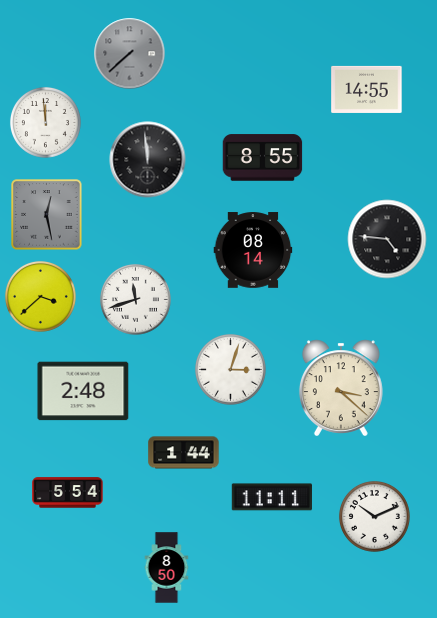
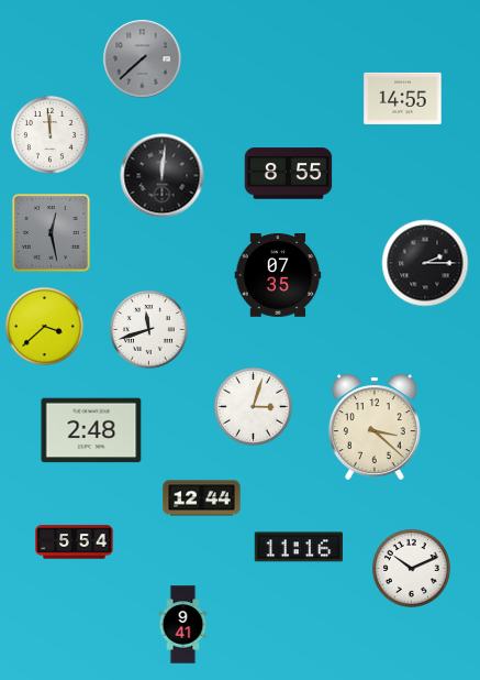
clock at (148, 160): 11:59 -> 12:01
clock at (47, 215) position: (47, 215) -> (52, 233)
clock at (387, 239): 4:46 -> 2:15
clock at (253, 250): 08:14 -> 07:35
clock at (184, 453): 1:44 -> 12:44
clock at (271, 497): 11:11 -> 11:16
clock at (167, 568): 8:50 -> 9:41
